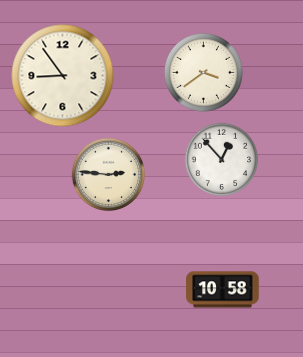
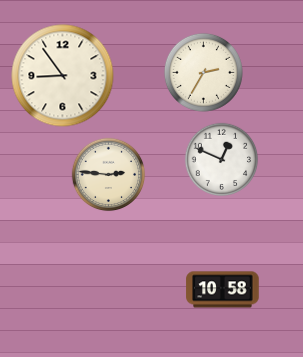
clock at (203, 72): 3:39 -> 2:35
clock at (222, 160): 12:53 -> 12:49
